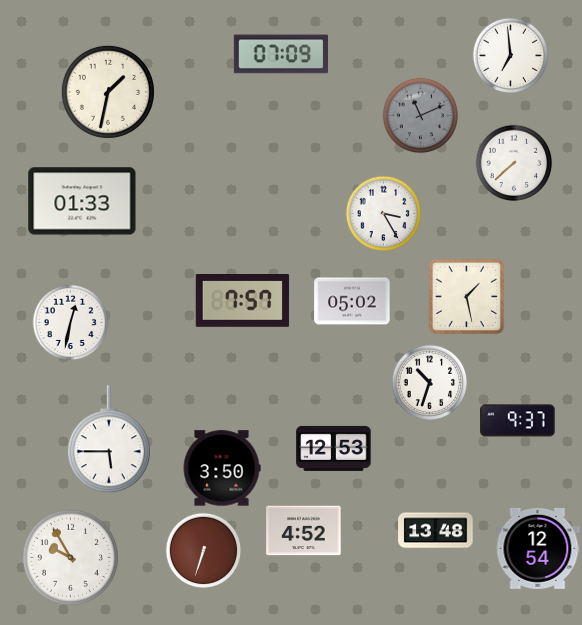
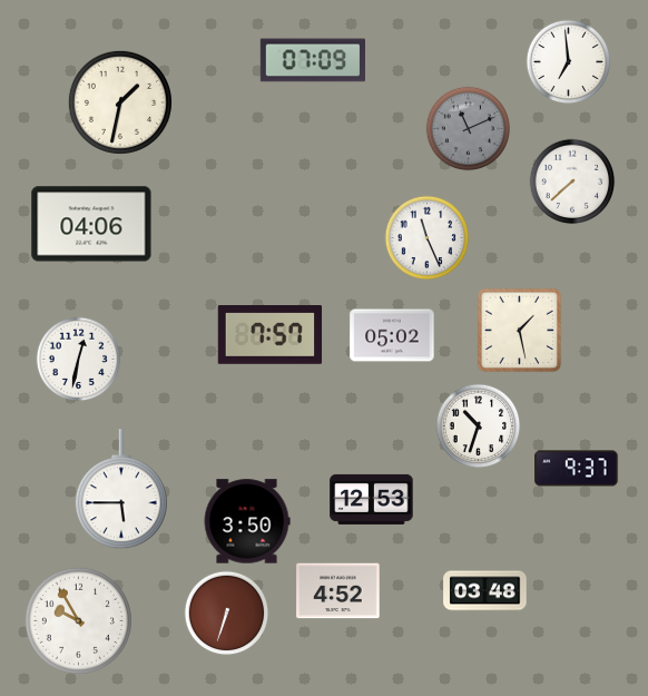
clock at (82, 201): 01:33 -> 04:06
clock at (384, 214): 3:25 -> 11:26
clock at (436, 531): 13:48 -> 03:48
clock at (538, 548): 12:54 -> none
